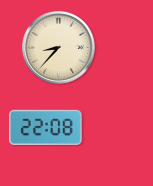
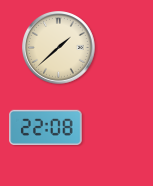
clock at (59, 48): 8:37 -> 1:38
